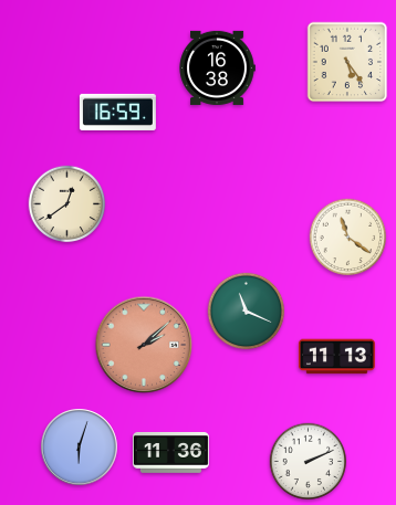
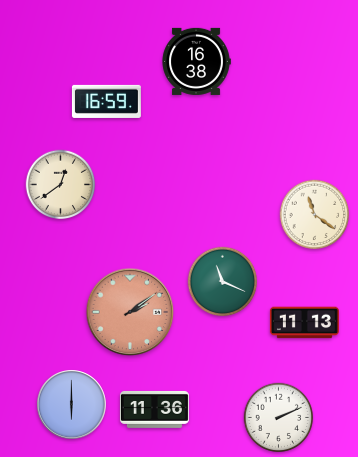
clock at (347, 62): 5:24 -> none
clock at (144, 345): 2:08 -> 2:09
clock at (80, 448): 6:03 -> 6:00
